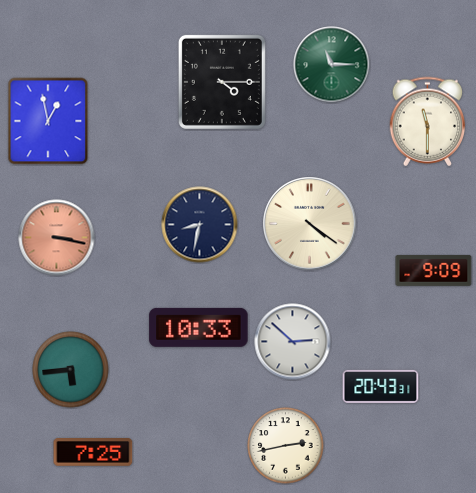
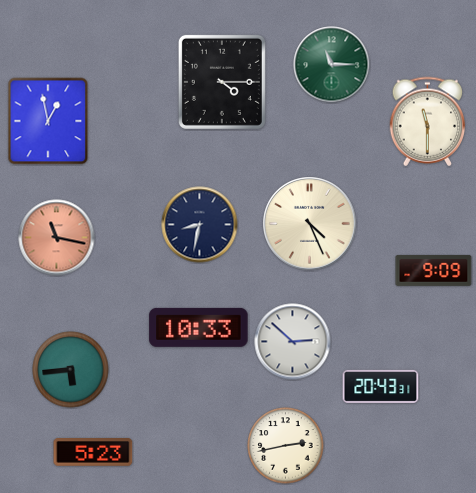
clock at (310, 224): 4:21 -> 4:26
clock at (57, 238): 3:17 -> 11:17
clock at (93, 452): 7:25 -> 5:23
